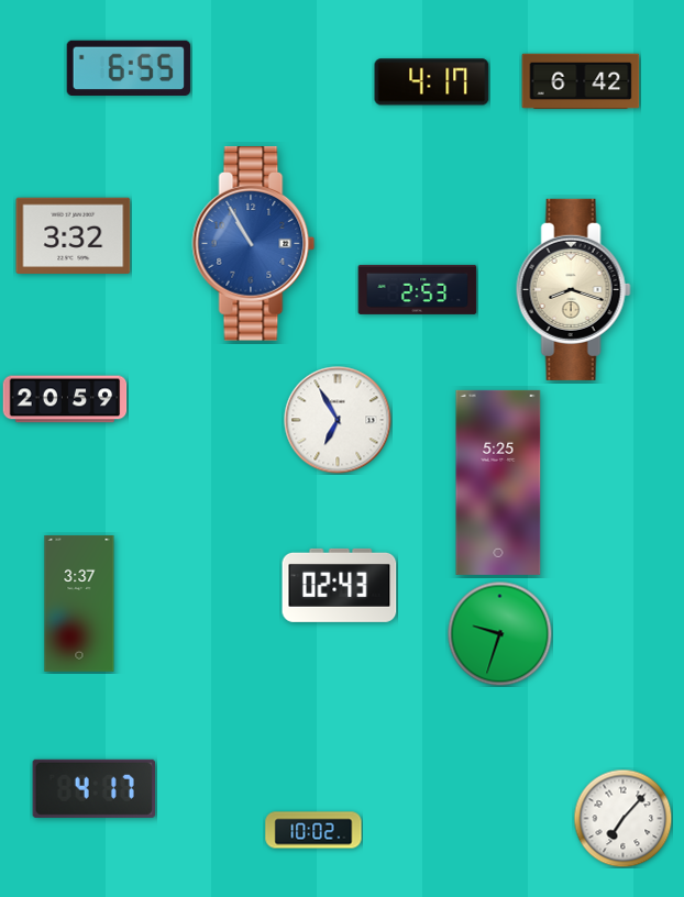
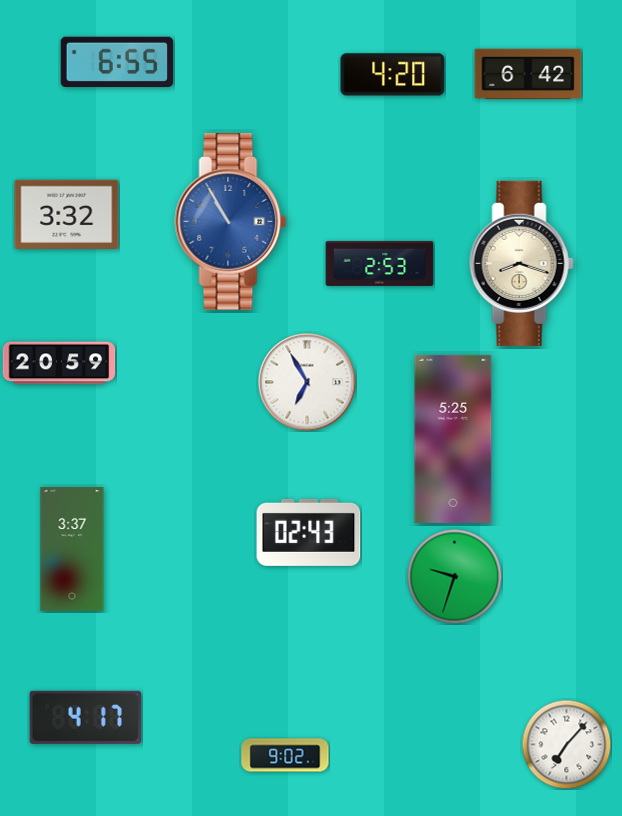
clock at (432, 82): 4:17 -> 4:20
clock at (313, 830): 10:02 -> 9:02
